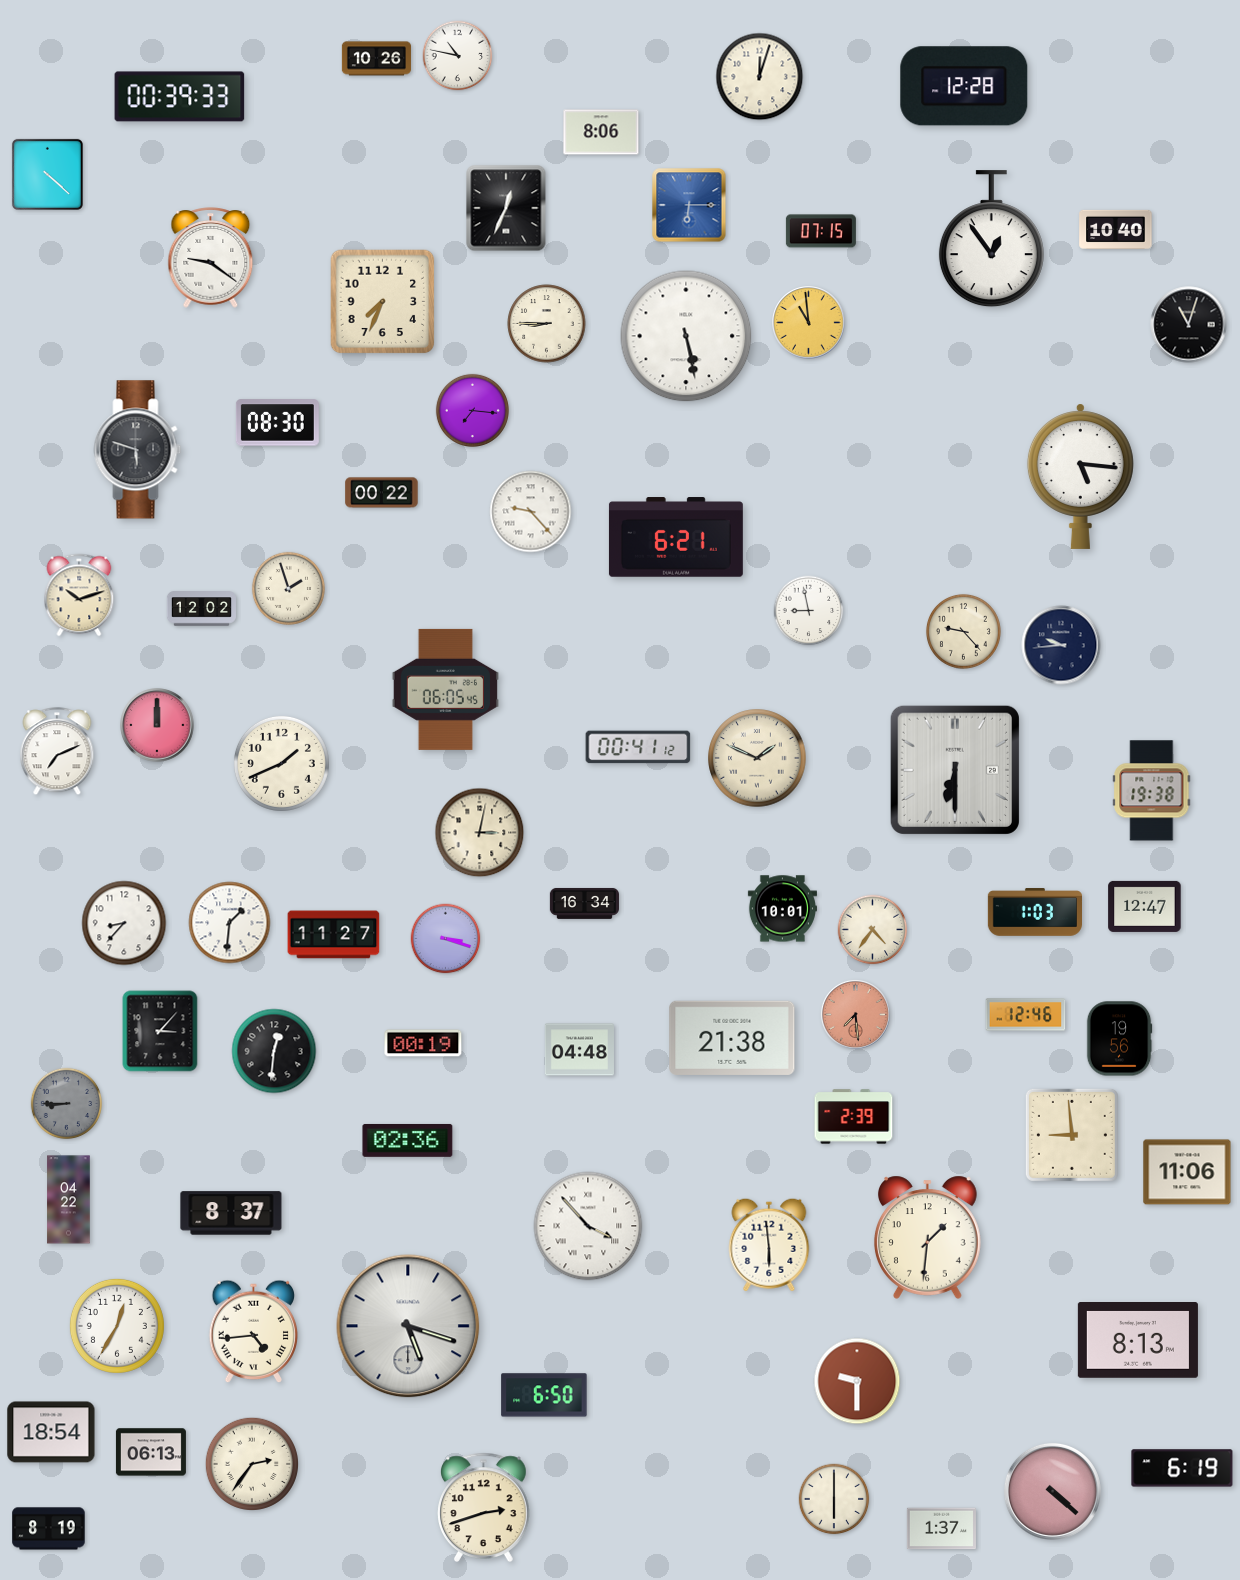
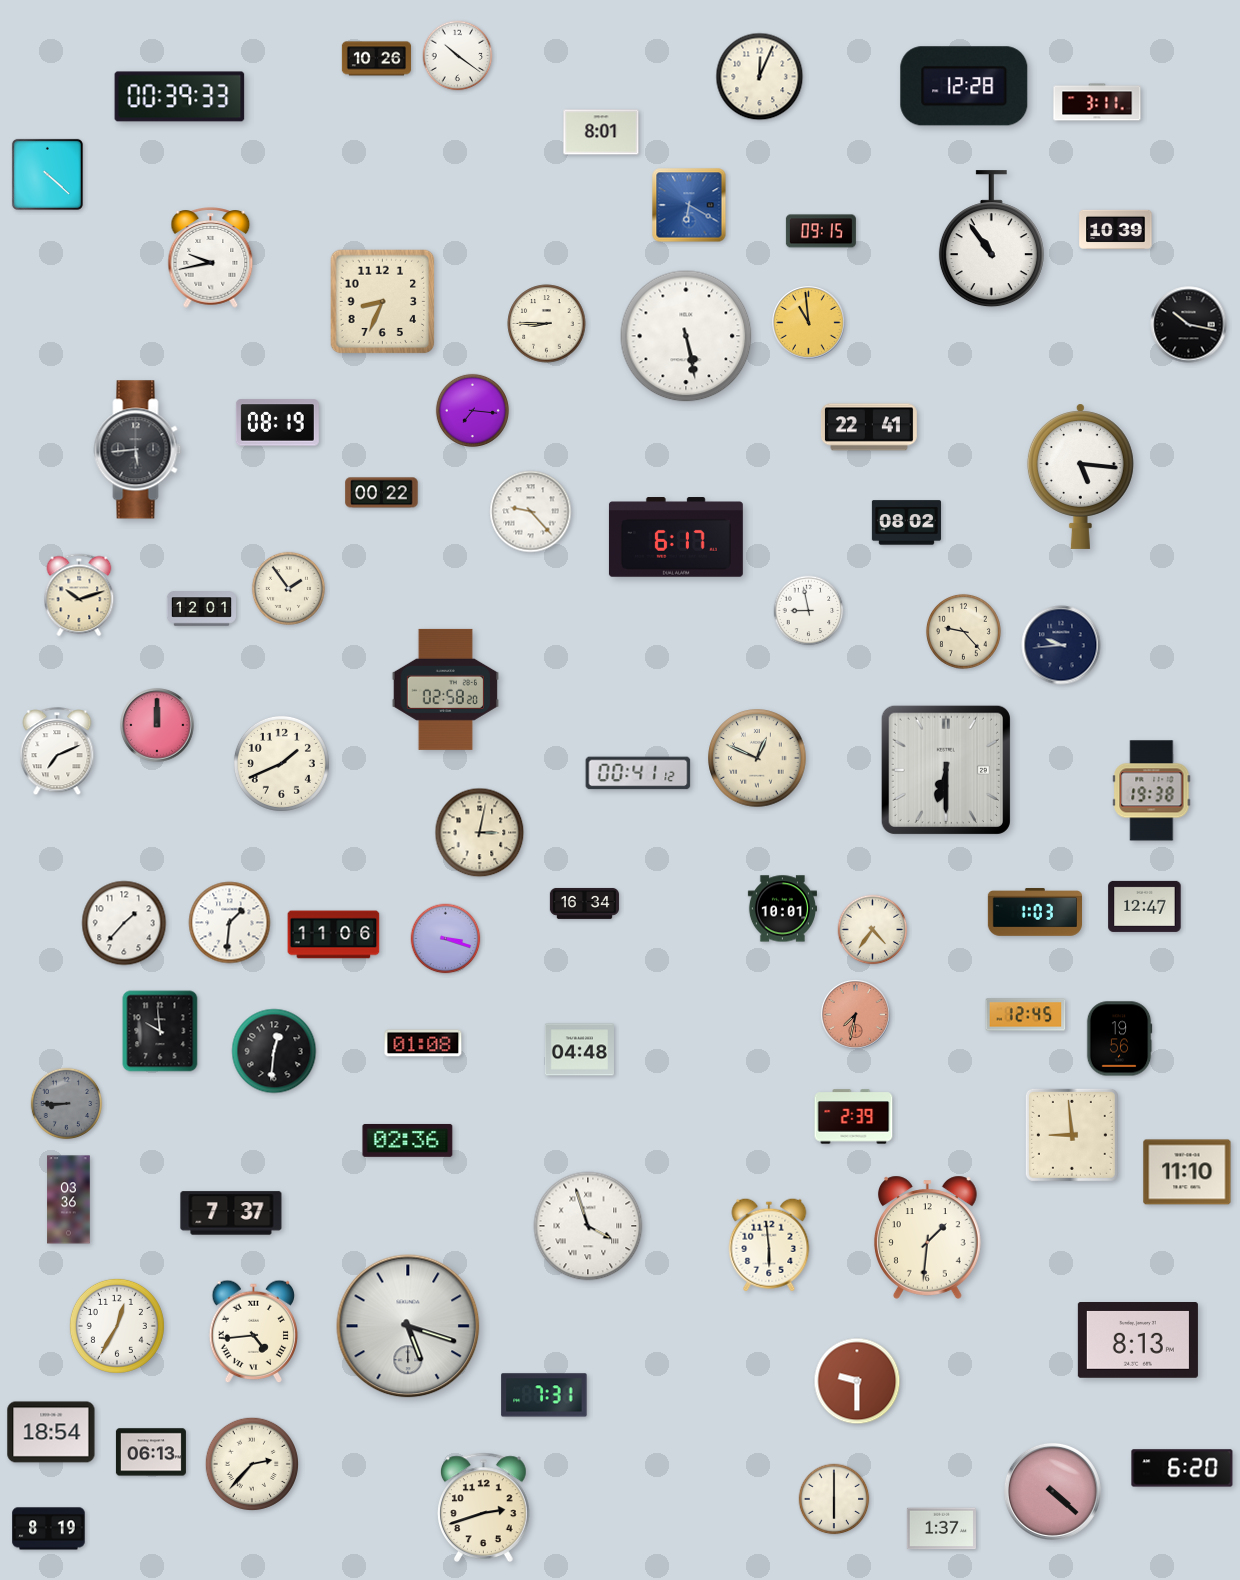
clock at (458, 56): 10:47 -> 10:21
clock at (760, 77): 12:03 -> 12:04
clock at (1097, 102): none -> 3:11
clock at (601, 132): 8:06 -> 8:01
clock at (689, 205): 6:15 -> 6:20
clock at (506, 208): 12:34 -> none
clock at (1116, 229): 10:40 -> 10:39
clock at (821, 231): 07:15 -> 09:15
clock at (991, 239): 12:54 -> 10:54
clock at (211, 258): 9:21 -> 9:43
clock at (383, 302): 7:34 -> 8:34
clock at (1189, 325): 11:03 -> 10:17
clock at (277, 423): 08:30 -> 08:19
clock at (869, 427): none -> 22:41
clock at (138, 450): 5:48 -> 5:44
clock at (906, 523): none -> 08:02
clock at (676, 537): 6:21 -> 6:17
clock at (288, 588): 1:57 -> 1:54
clock at (201, 609): 12:02 -> 12:01
clock at (445, 689): 06:05 -> 02:58
clock at (638, 747) position: (638, 747) -> (638, 773)
clock at (757, 758): 1:49 -> 12:49
clock at (955, 770) position: (955, 770) -> (946, 770)
clock at (124, 923): 8:37 -> 1:37
clock at (334, 935): 11:27 -> 11:06
clock at (855, 1014): 7:29 -> 7:32
clock at (1026, 1015): 12:46 -> 12:45
clock at (160, 1031): 3:07 -> 9:59
clock at (732, 1038): 21:38 -> none
clock at (423, 1043): 00:19 -> 01:08
clock at (1187, 1172): 11:06 -> 11:10
clock at (69, 1200): 04:22 -> 03:36
clock at (231, 1213): 8:37 -> 7:37
clock at (588, 1226): 3:53 -> 3:57
clock at (544, 1395): 6:50 -> 7:31
clock at (251, 1463): 2:36 -> 2:37
clock at (1182, 1468): 6:19 -> 6:20
